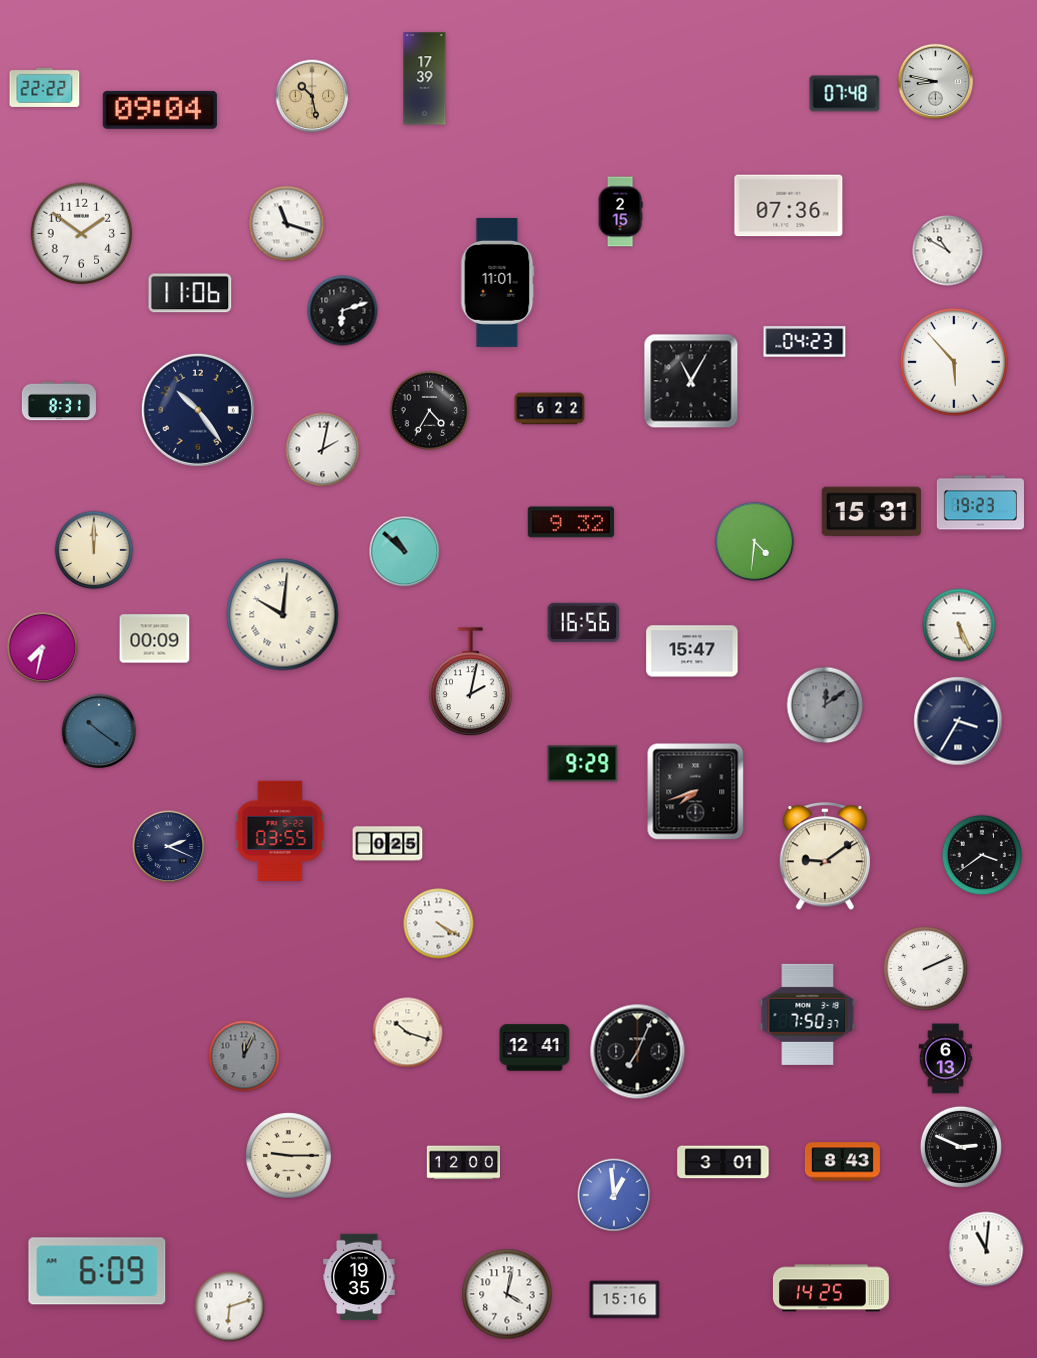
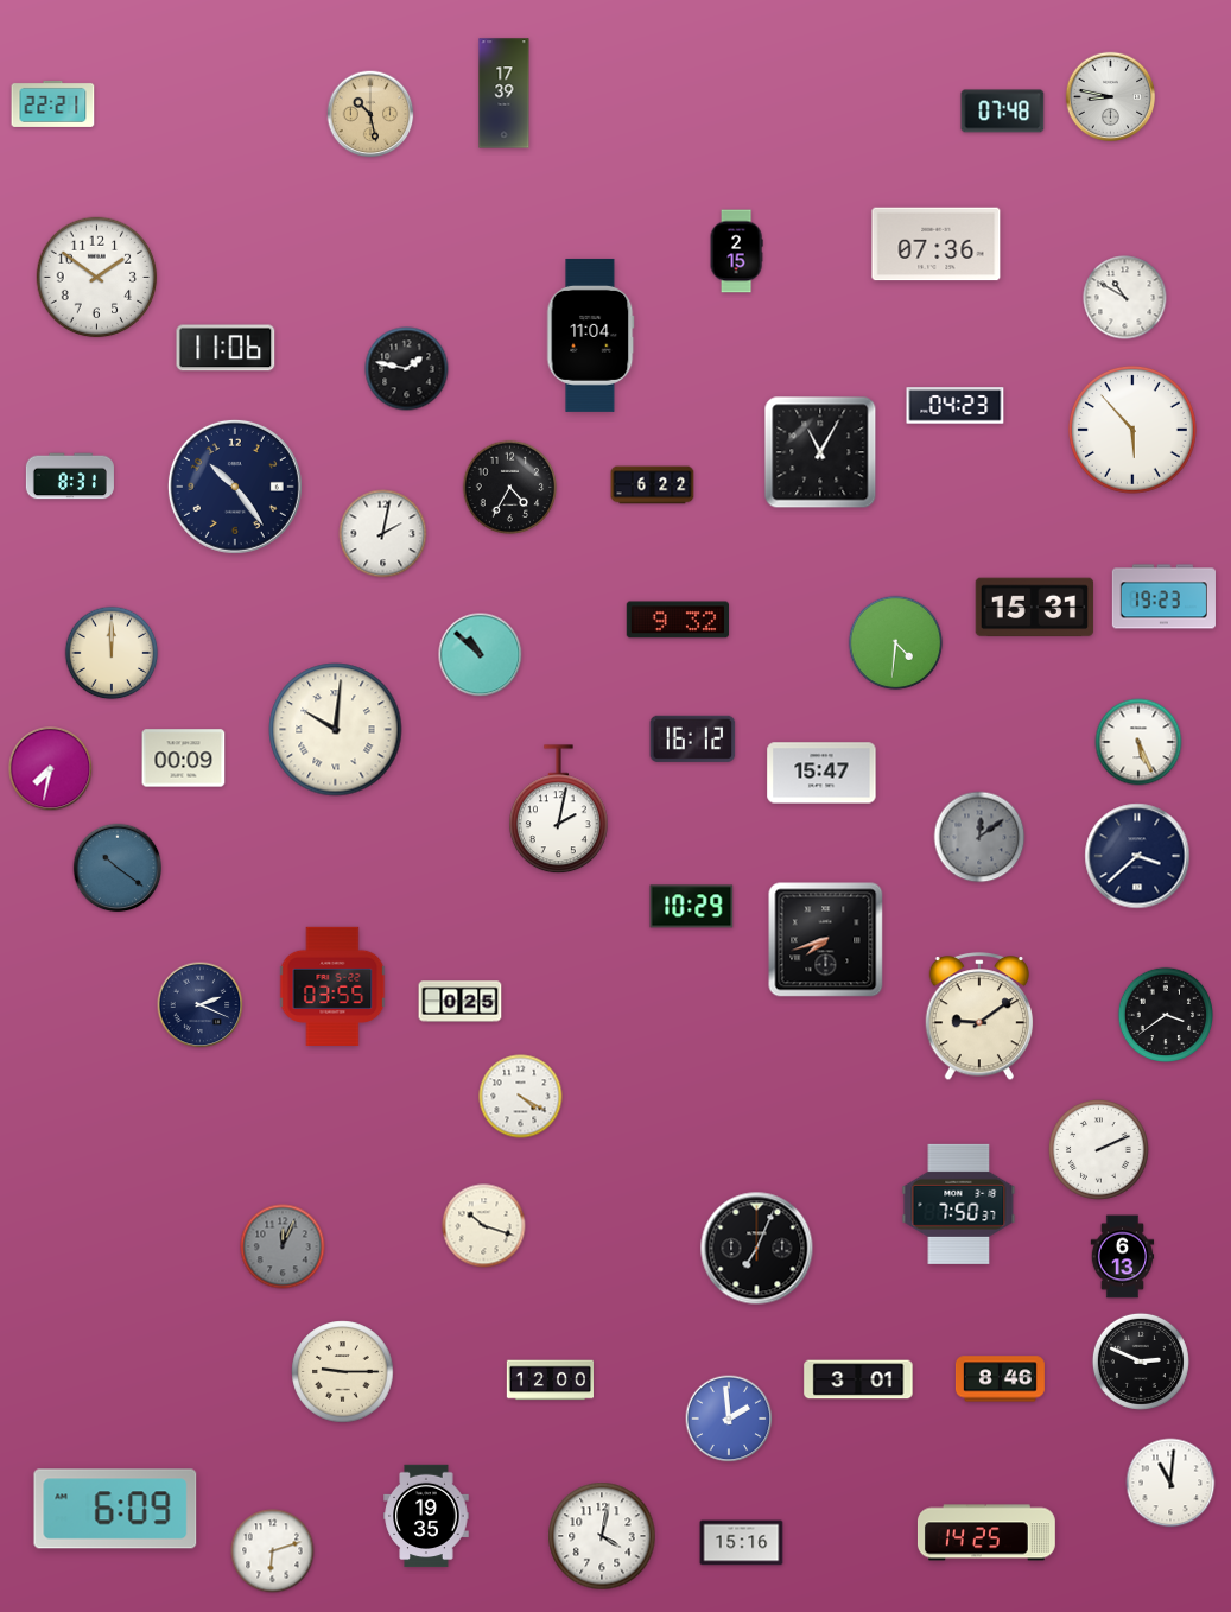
clock at (45, 87): 22:22 -> 22:21
clock at (160, 110): 09:04 -> none
clock at (287, 224): 11:18 -> none
clock at (498, 282): 11:01 -> 11:04
clock at (343, 311): 6:12 -> 1:47
clock at (584, 622): 16:56 -> 16:12
clock at (958, 721): 3:35 -> 3:38
clock at (583, 764): 9:29 -> 10:29
clock at (535, 1048): 12:41 -> none
clock at (244, 1056) position: (244, 1056) -> (283, 1246)
clock at (842, 1162): 8:43 -> 8:46
clock at (614, 1195): 12:59 -> 1:59
clock at (831, 1288) position: (831, 1288) -> (986, 1532)
